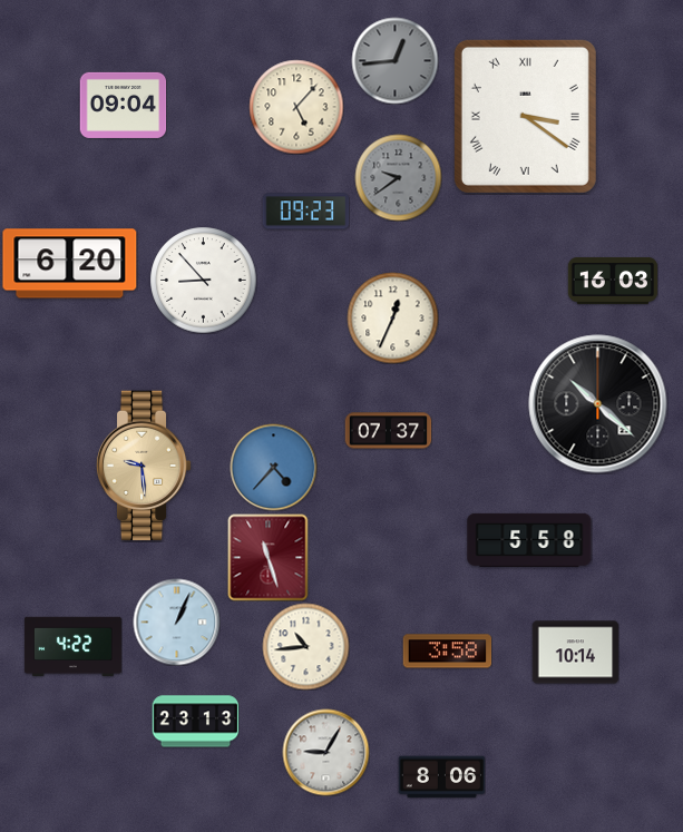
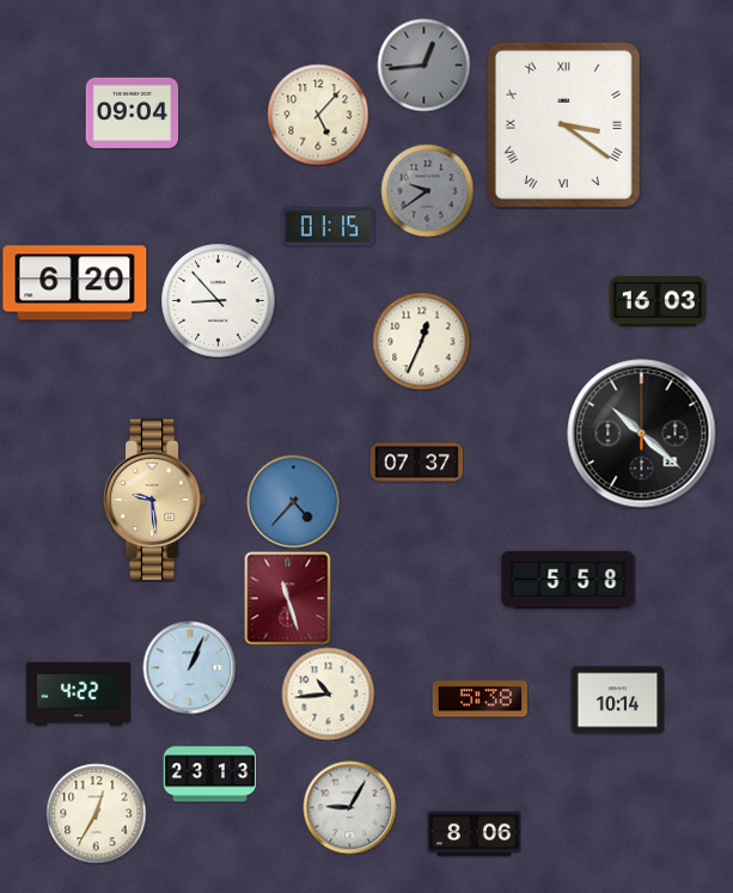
clock at (305, 212): 09:23 -> 01:15
clock at (447, 652): 3:58 -> 5:38
clock at (96, 813): none -> 12:35
